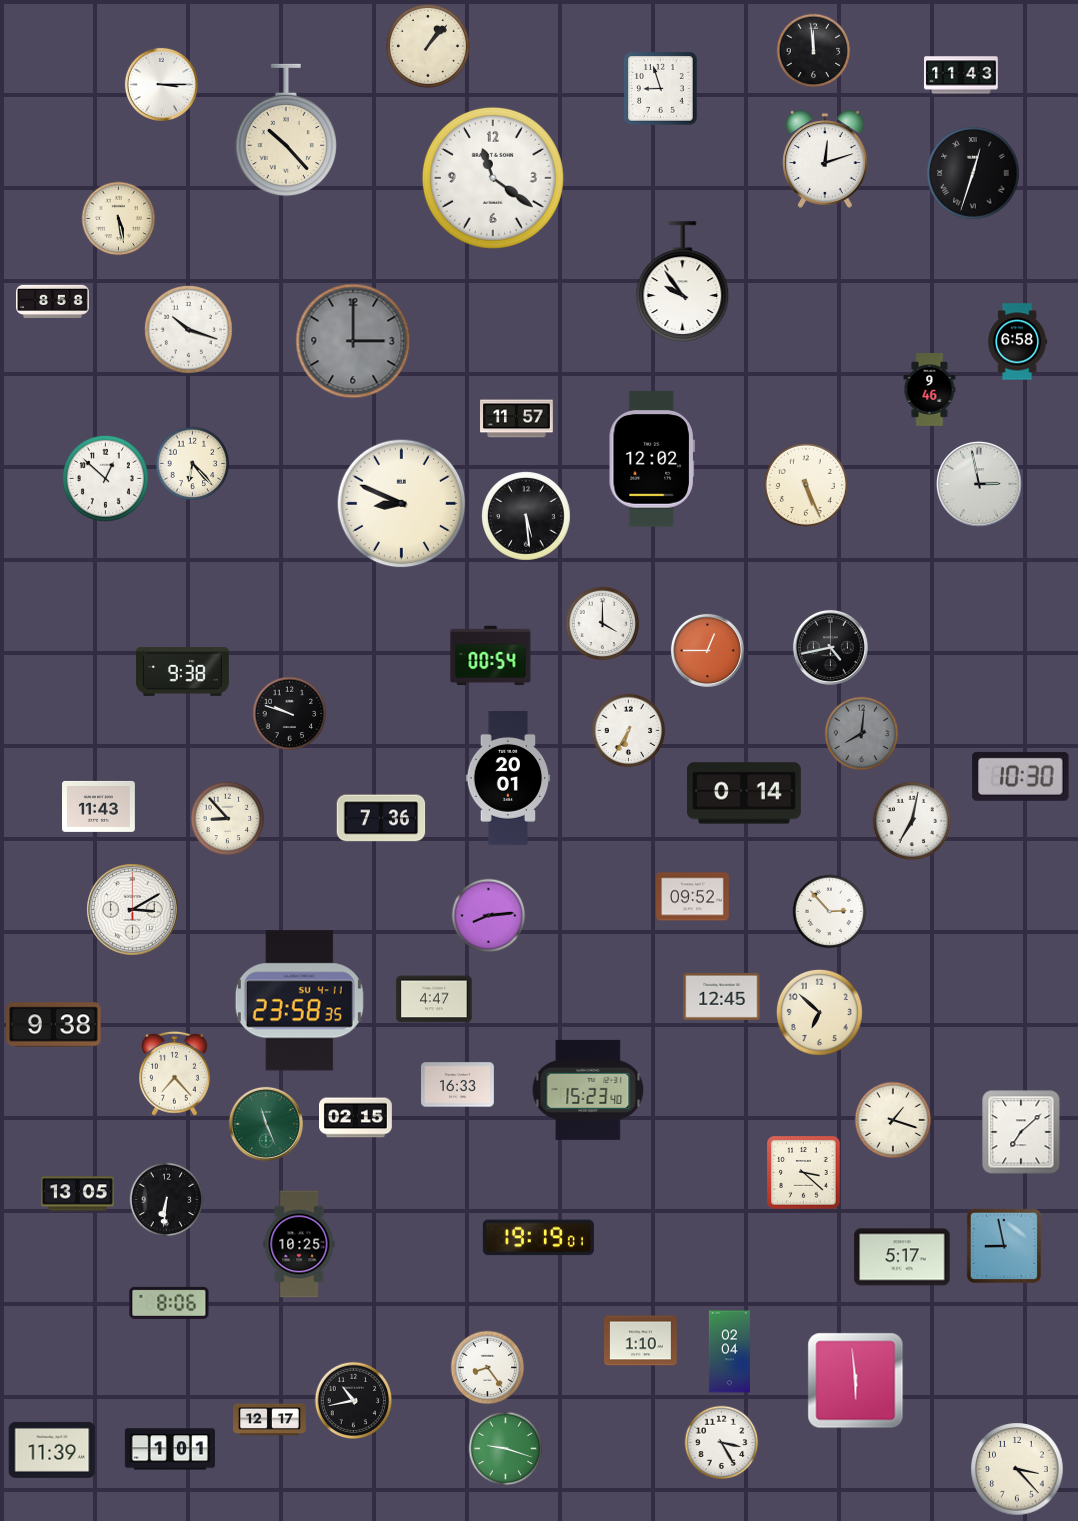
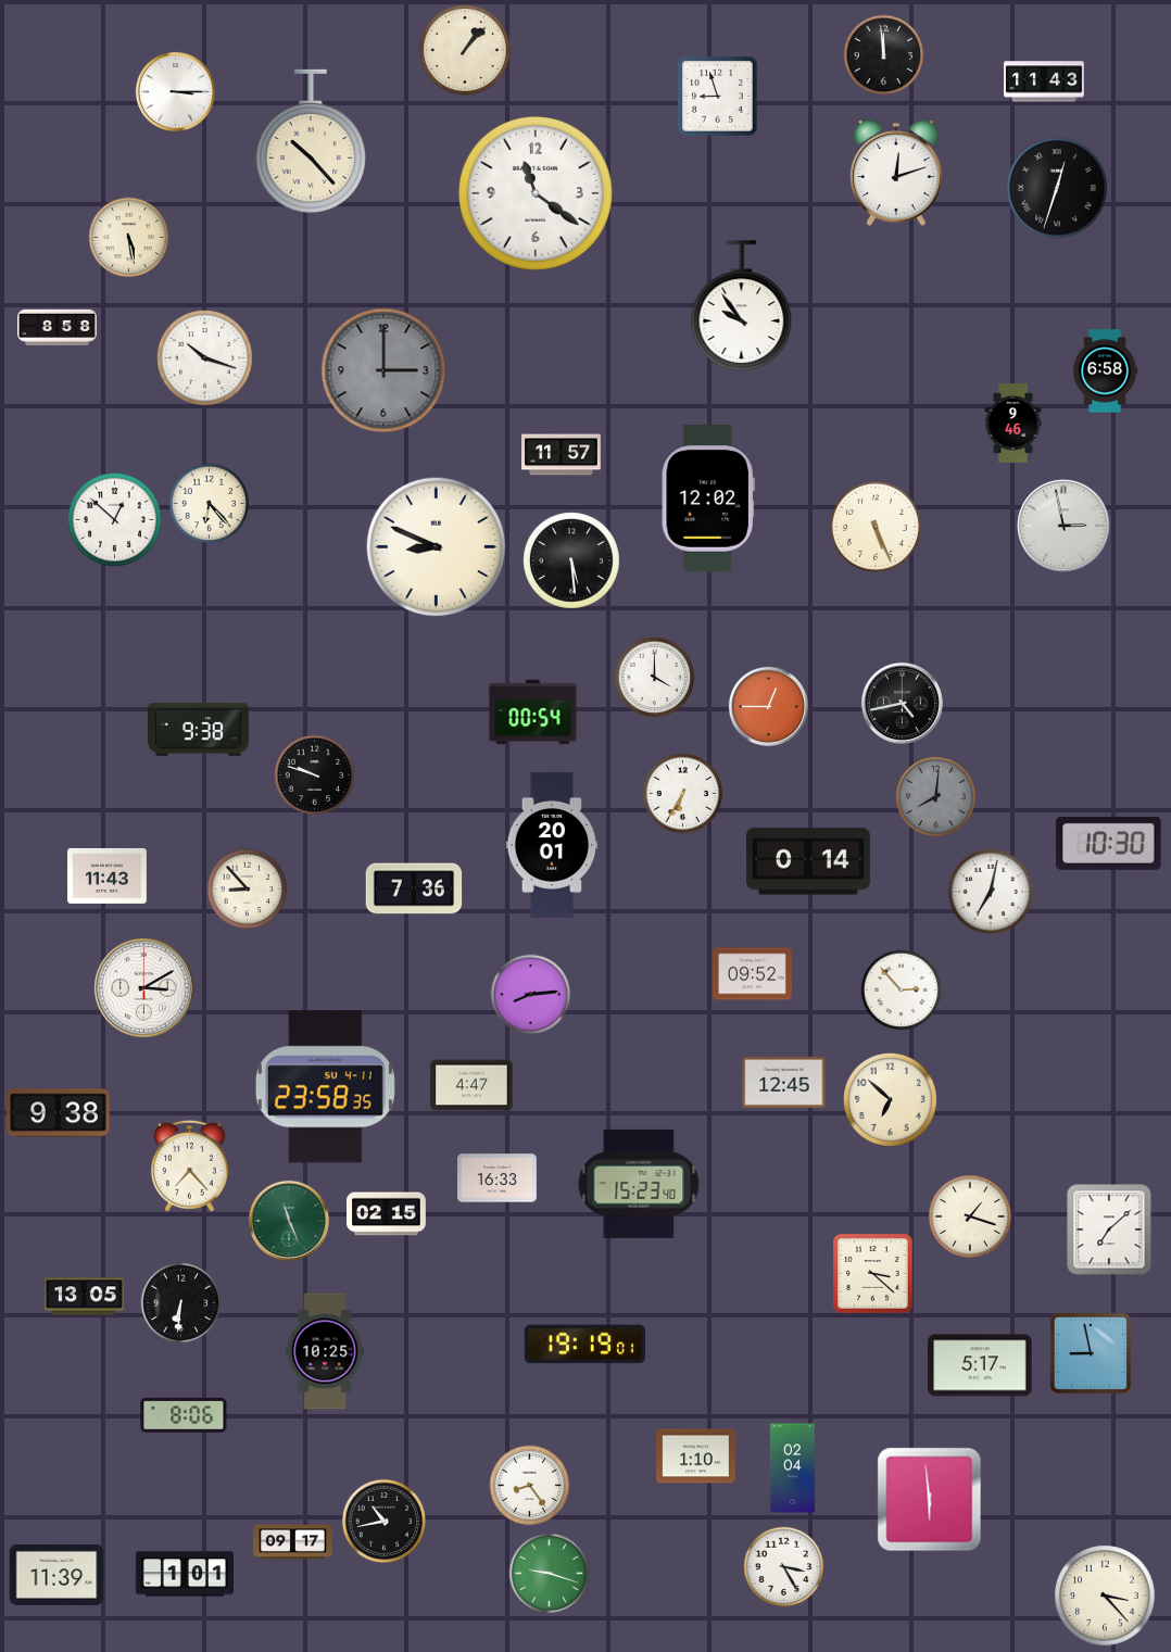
clock at (930, 390) position: (930, 390) -> (1013, 424)
clock at (270, 1420): 12:17 -> 09:17
